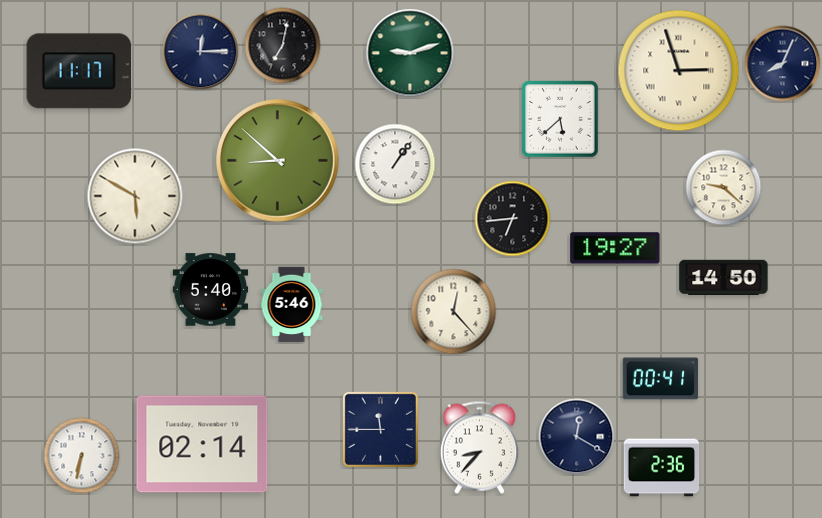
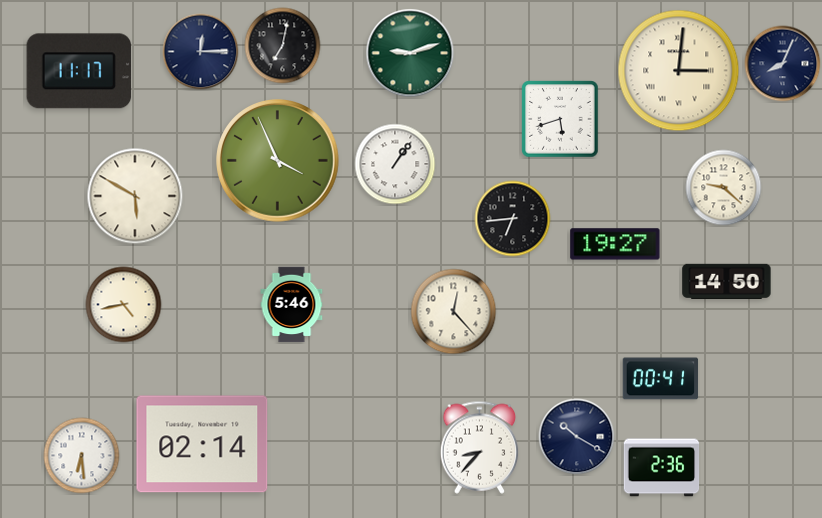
clock at (679, 71): 2:57 -> 3:01
clock at (560, 119): 5:38 -> 5:42
clock at (278, 161): 8:52 -> 3:56
clock at (615, 248) position: (615, 248) -> (615, 244)
clock at (724, 277) position: (724, 277) -> (727, 281)
clock at (211, 290): 5:40 -> none
clock at (124, 305): none -> 4:43
clock at (380, 429): 11:45 -> none
clock at (577, 437): 12:20 -> 10:20
clock at (82, 456): 6:32 -> 6:29
